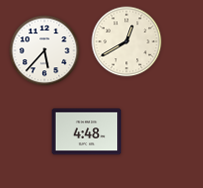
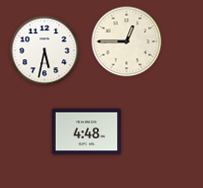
clock at (127, 42): 12:40 -> 12:45
clock at (45, 51): 5:37 -> 5:32
